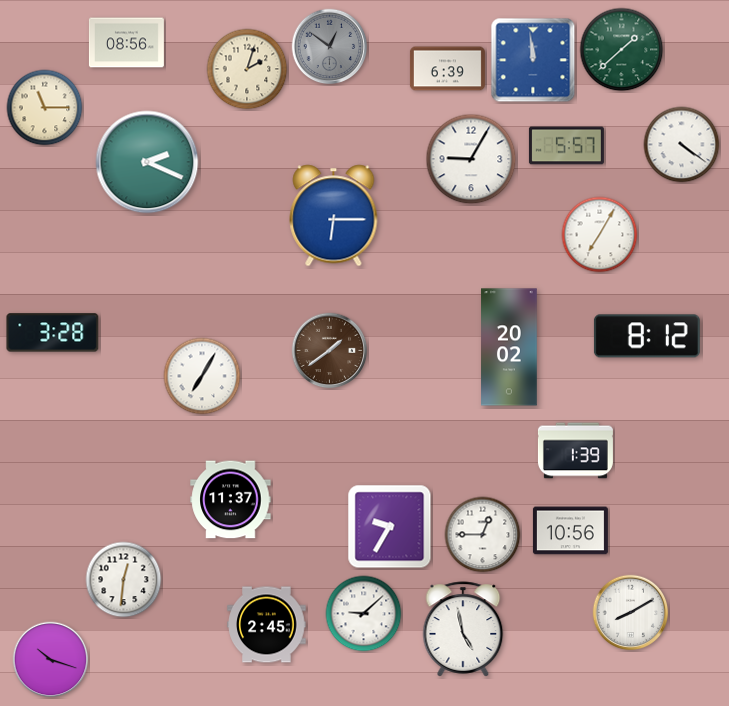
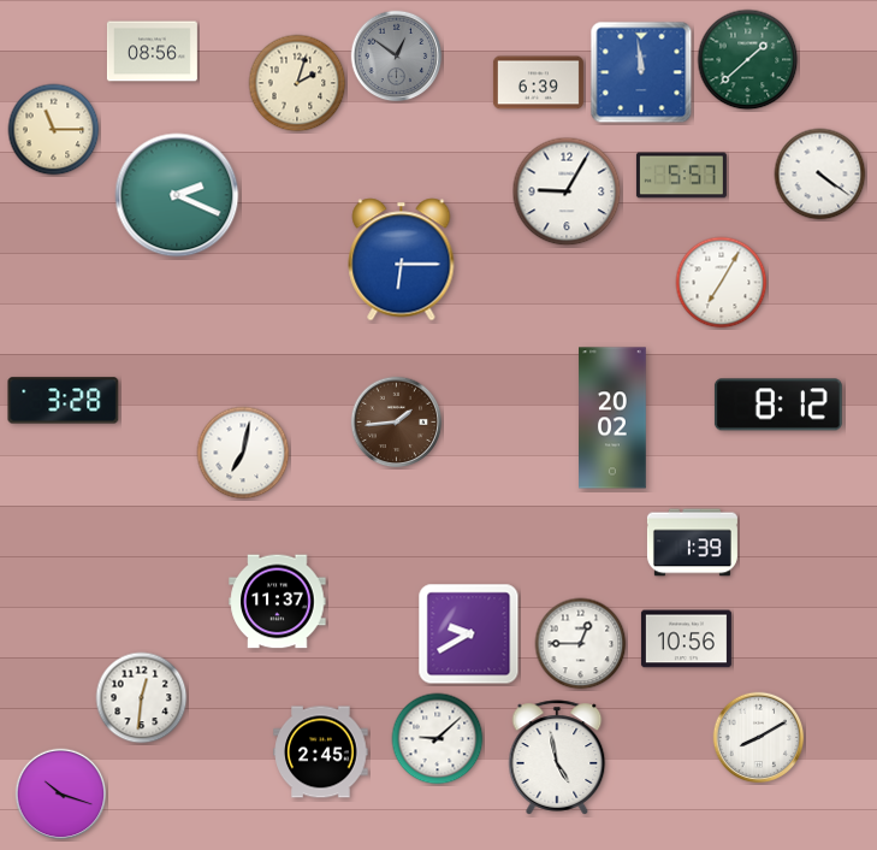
clock at (330, 351): 1:39 -> 1:44
clock at (202, 376): 7:05 -> 7:02
clock at (390, 527): 9:35 -> 9:40
clock at (124, 580) position: (124, 580) -> (142, 698)
